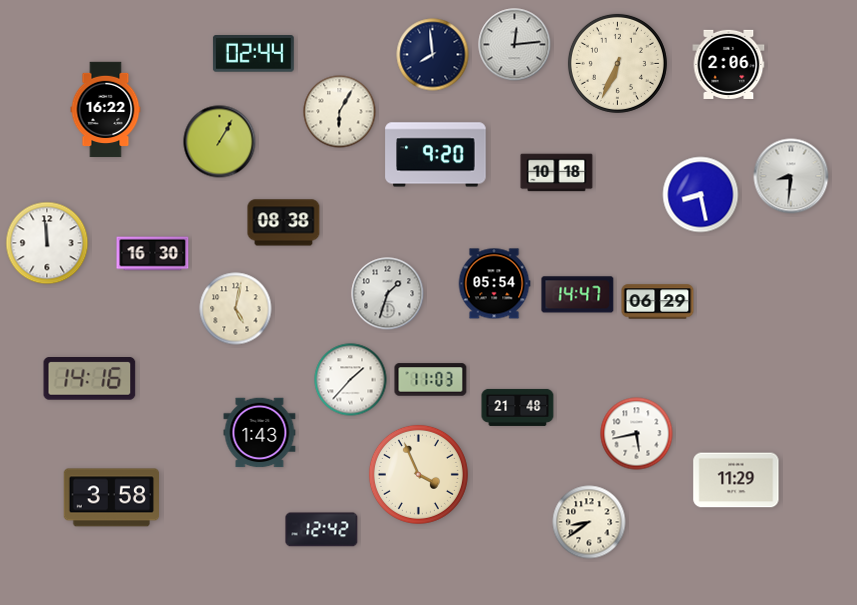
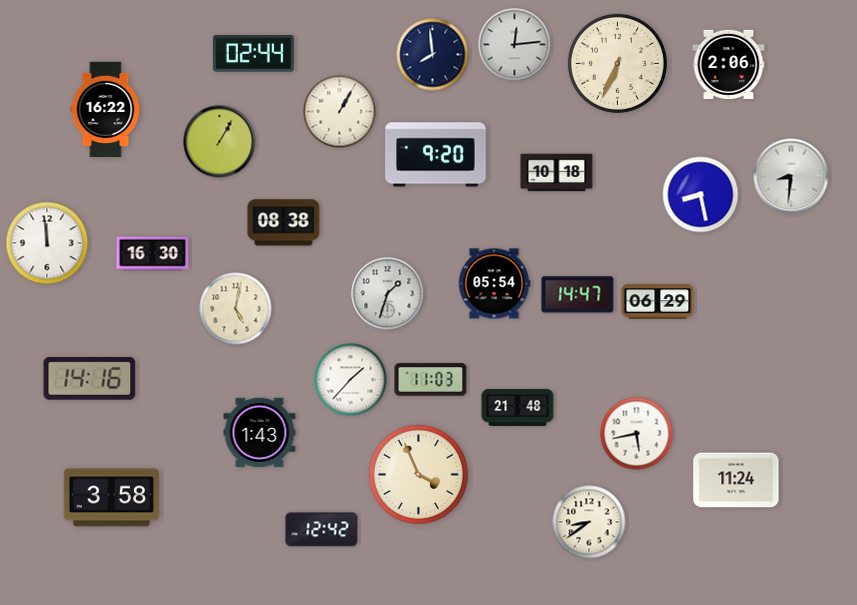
clock at (340, 112): 6:05 -> 1:05
clock at (736, 480): 11:29 -> 11:24
